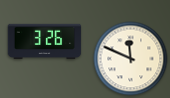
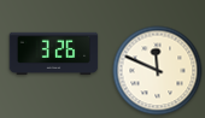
clock at (45, 42) position: (45, 42) -> (54, 54)
